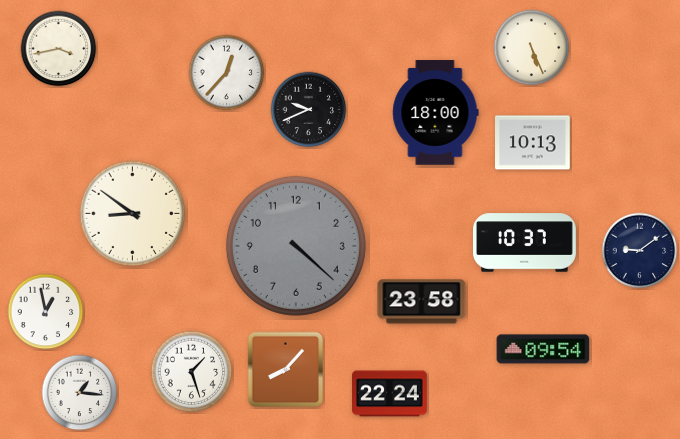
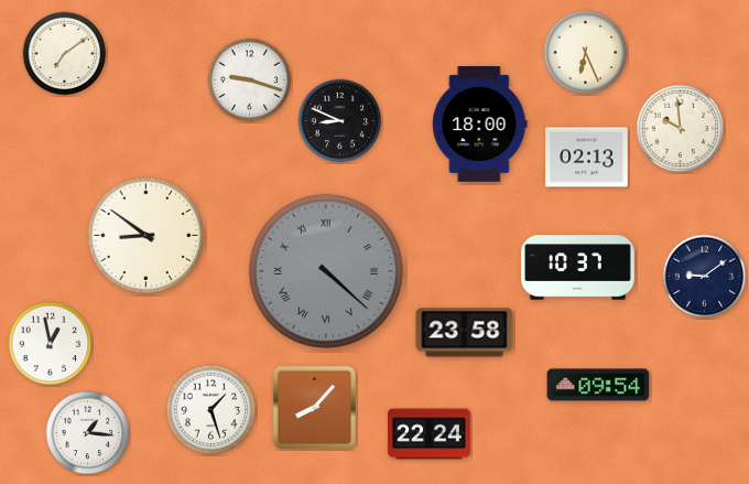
clock at (532, 48): 5:26 -> 6:26
clock at (59, 49): 3:43 -> 7:09
clock at (227, 73): 12:37 -> 9:18
clock at (309, 110): 9:41 -> 8:49
clock at (681, 129): none -> 9:59
clock at (533, 143): 10:13 -> 02:13
clock at (296, 246) numerals: Arabic -> Roman
